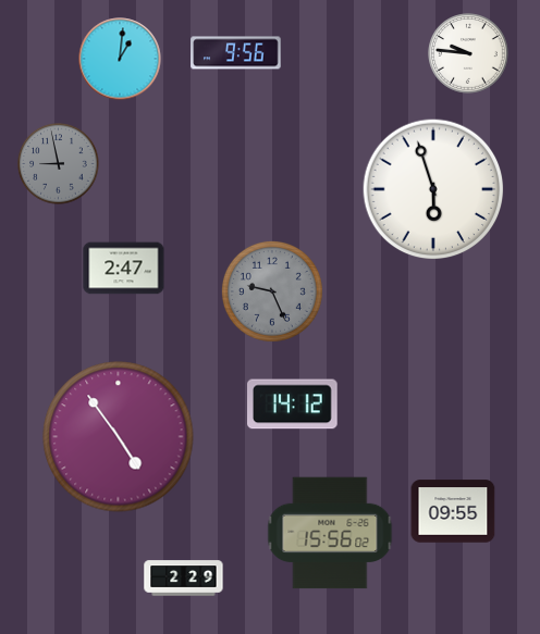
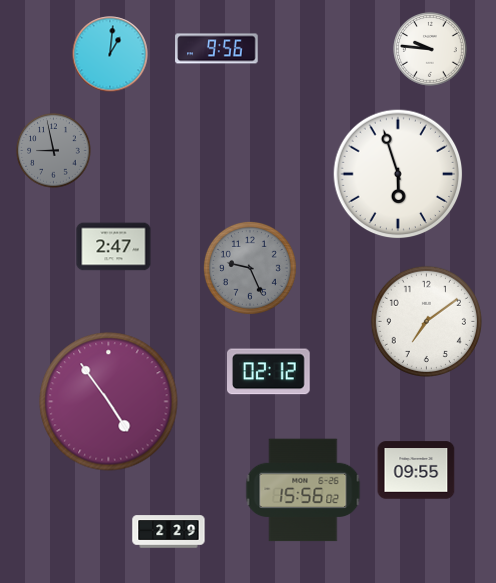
clock at (426, 321): none -> 7:09
clock at (293, 405): 14:12 -> 02:12
